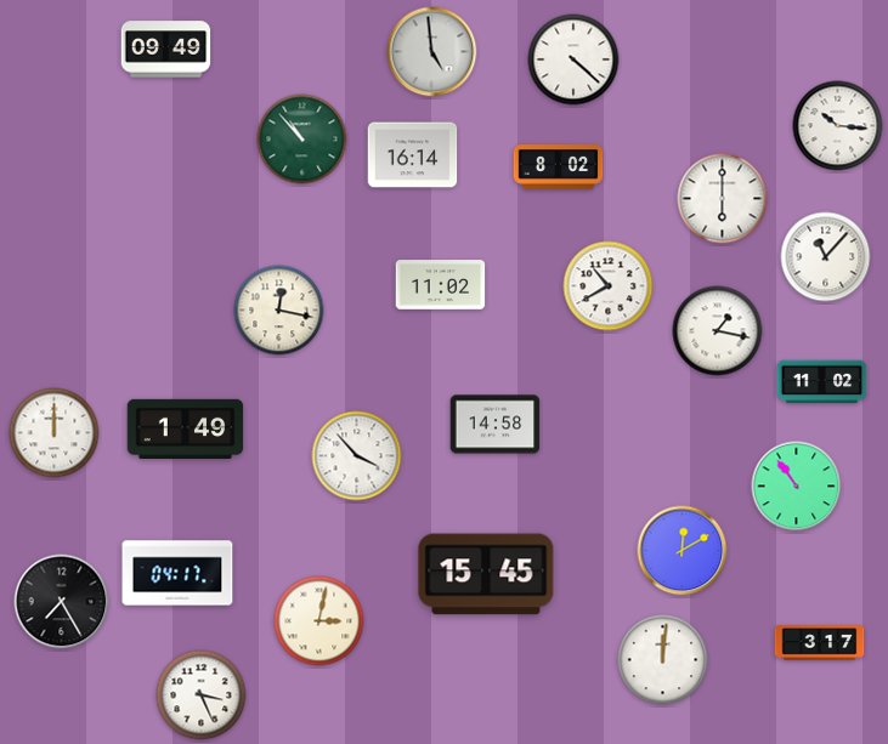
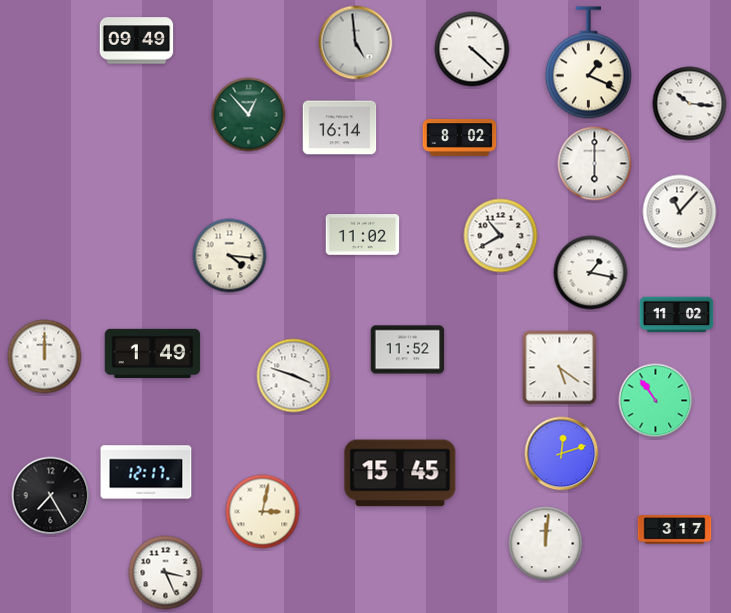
clock at (588, 63): none -> 1:19
clock at (302, 140): 10:53 -> 12:53
clock at (279, 311): 12:17 -> 4:16
clock at (496, 425): 14:58 -> 11:52
clock at (560, 368): none -> 5:21
clock at (357, 456): 3:53 -> 3:48
clock at (683, 551): 12:10 -> 12:12
clock at (177, 573): 04:17 -> 12:17
